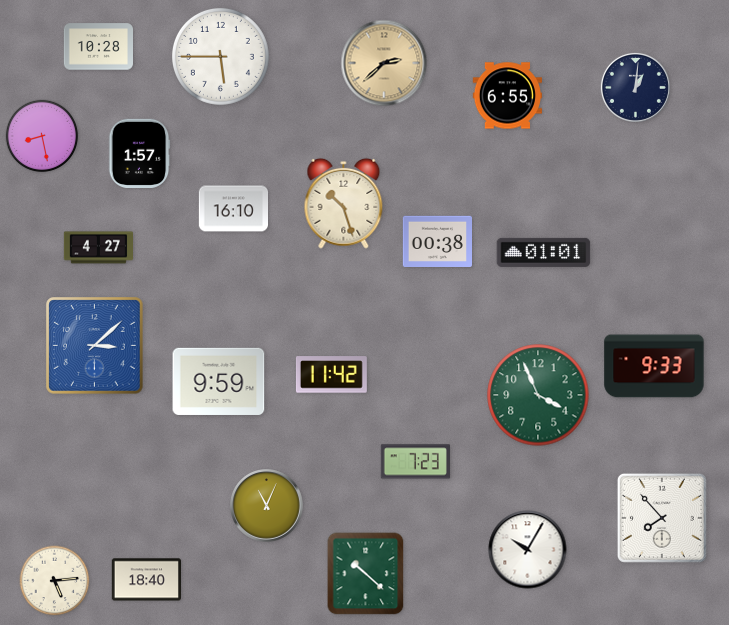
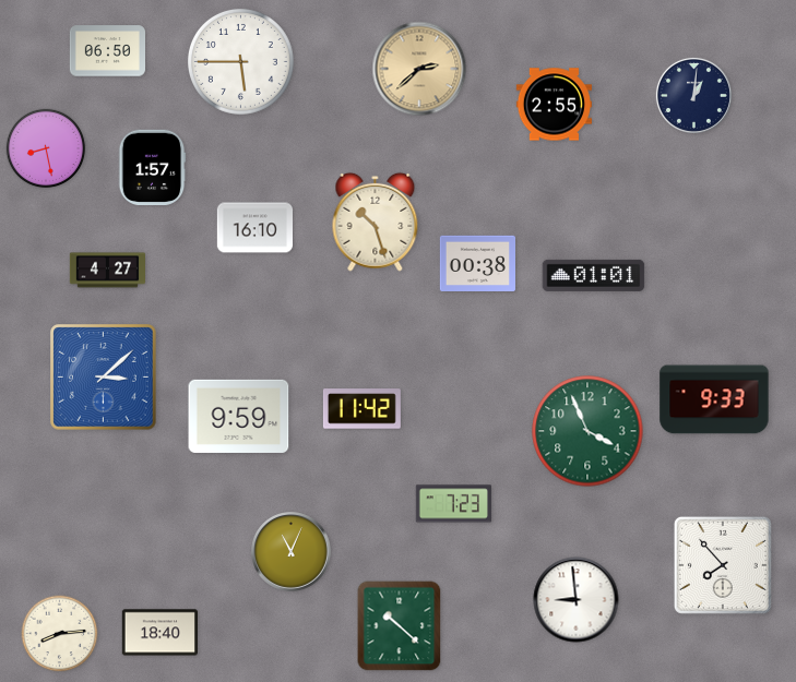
clock at (98, 47): 10:28 -> 06:50
clock at (507, 96): 6:55 -> 2:55
clock at (528, 550): 10:05 -> 8:59
clock at (55, 581): 5:14 -> 8:14
